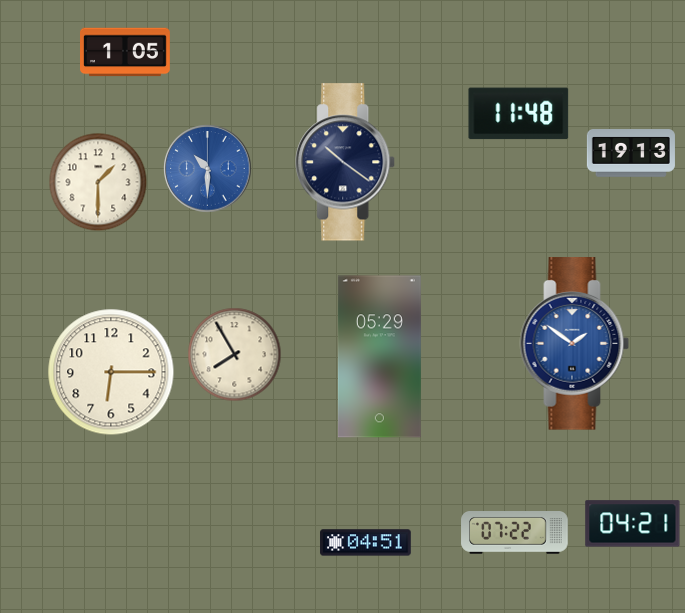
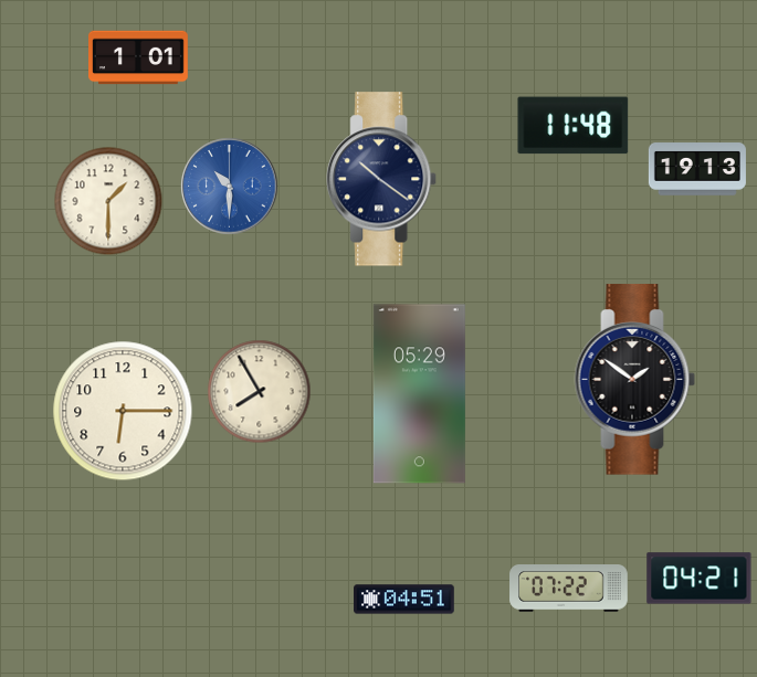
clock at (126, 52): 1:05 -> 1:01
clock at (575, 344) dial: blue -> black
